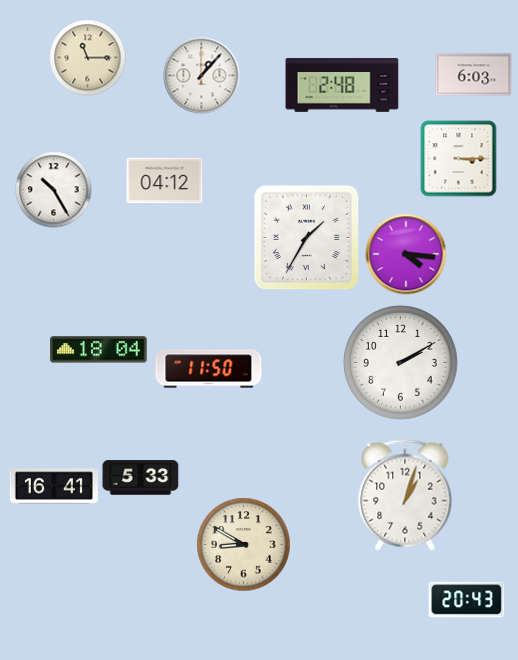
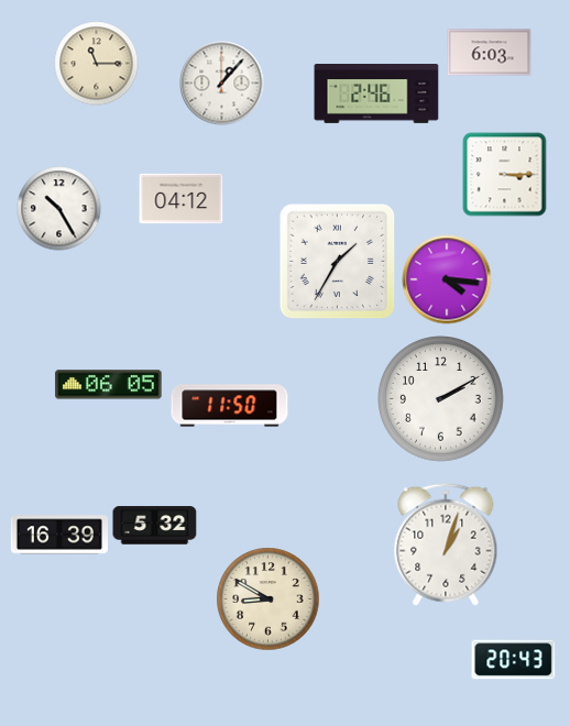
clock at (474, 75) position: (474, 75) -> (490, 53)
clock at (342, 86): 2:48 -> 2:46
clock at (99, 350): 18:04 -> 06:05
clock at (141, 478): 5:33 -> 5:32
clock at (54, 486): 16:41 -> 16:39
